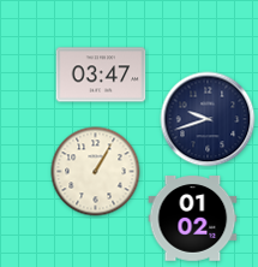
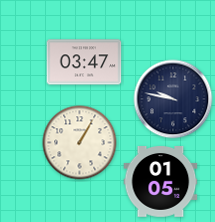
clock at (208, 119): 9:42 -> 9:47
clock at (193, 219): 01:02 -> 01:05
